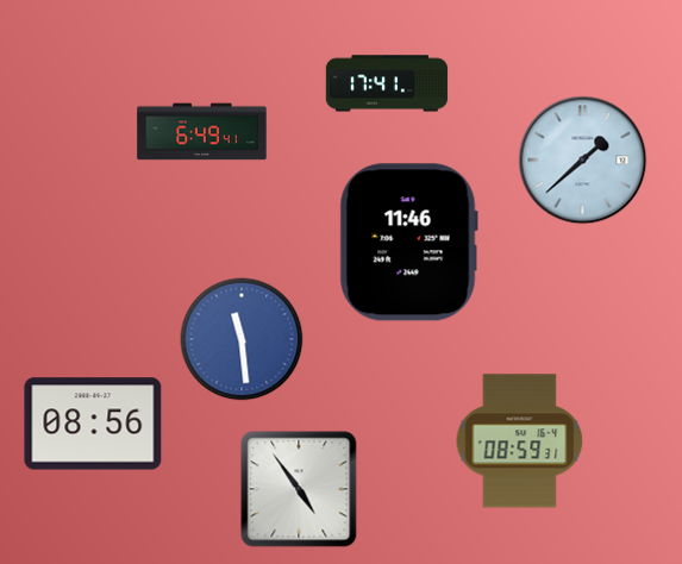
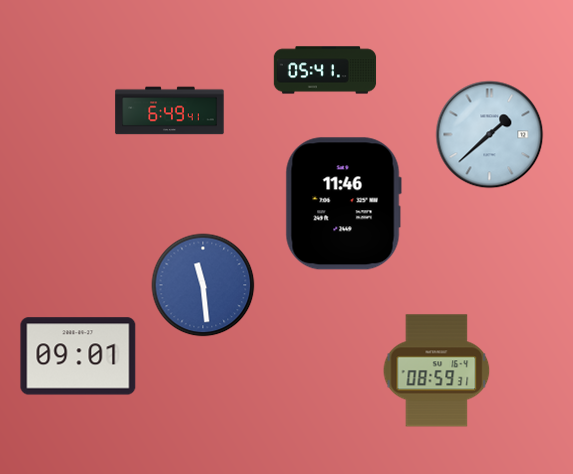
clock at (387, 83): 17:41 -> 05:41
clock at (93, 424): 08:56 -> 09:01
clock at (299, 489): 4:54 -> none
